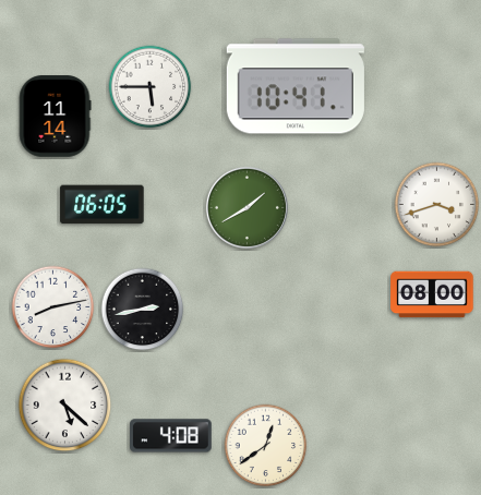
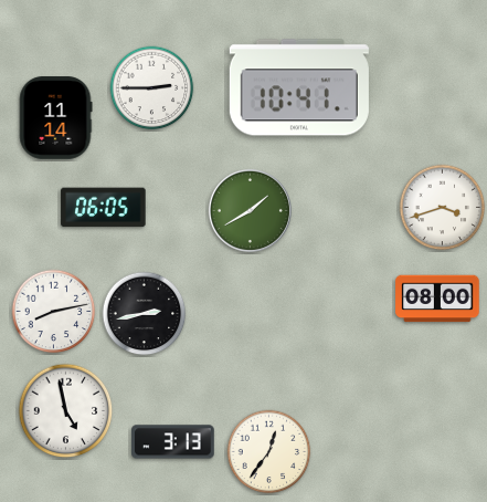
clock at (151, 87): 5:45 -> 2:45
clock at (65, 406): 5:22 -> 4:58
clock at (171, 436): 4:08 -> 3:13
clock at (266, 446): 12:39 -> 12:36
